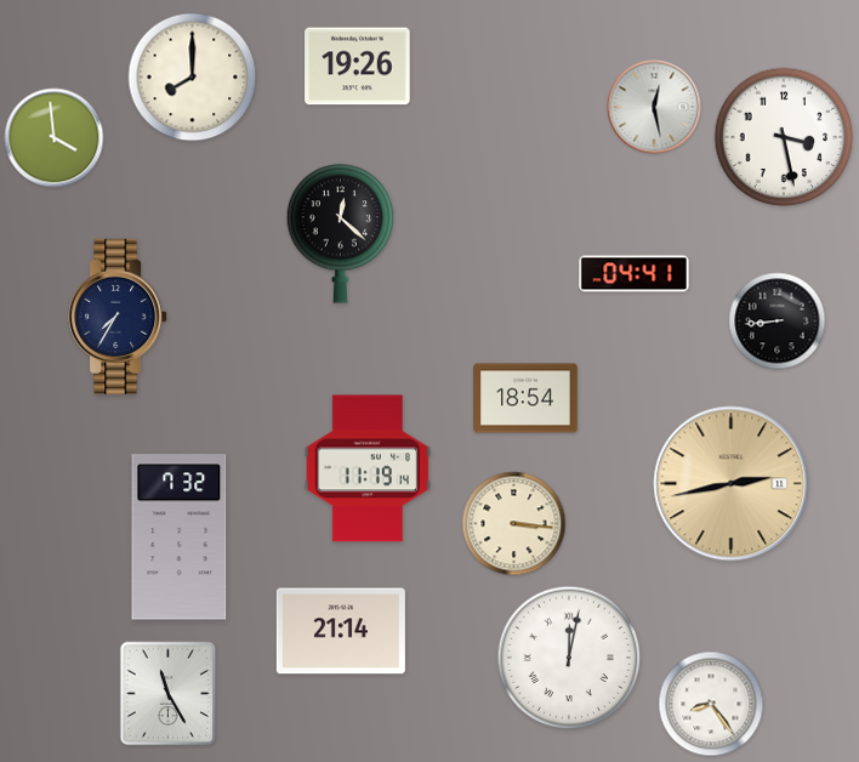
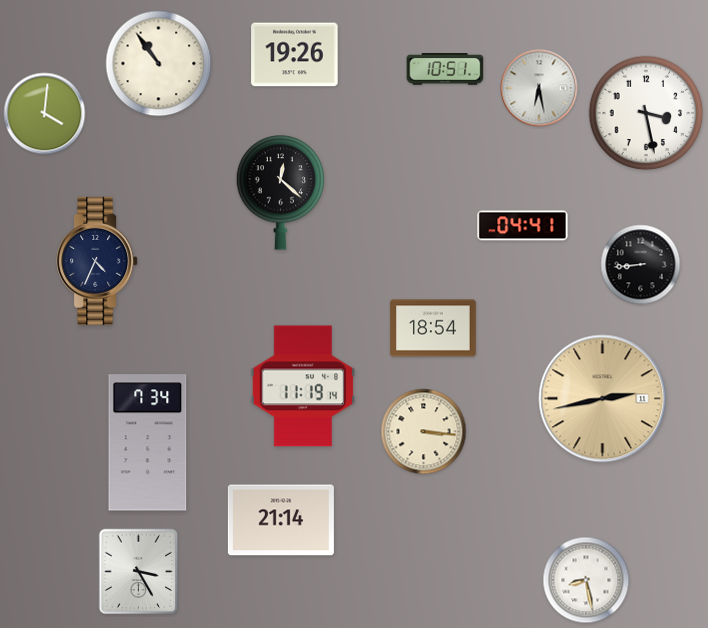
clock at (193, 78): 8:00 -> 10:54
clock at (445, 69): none -> 10:51
clock at (654, 107): 12:28 -> 6:28
clock at (55, 138): 3:59 -> 4:01
clock at (118, 317): 7:35 -> 4:34
clock at (180, 538): 7:32 -> 7:34
clock at (569, 658): 12:02 -> none
clock at (169, 694): 11:25 -> 3:25
clock at (711, 704): 8:24 -> 8:28
